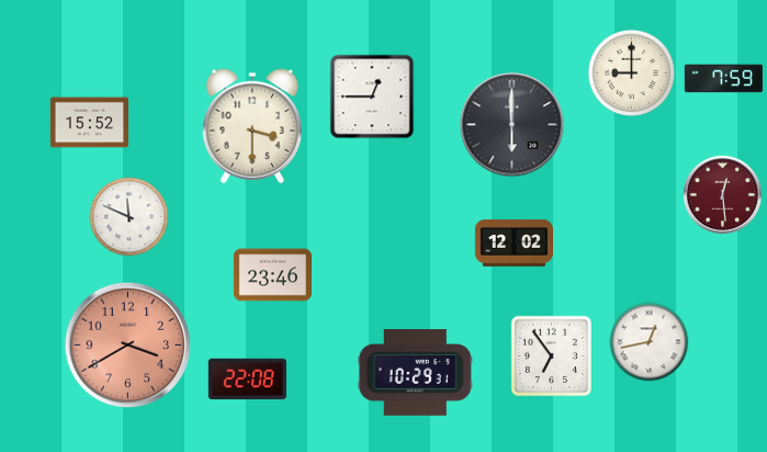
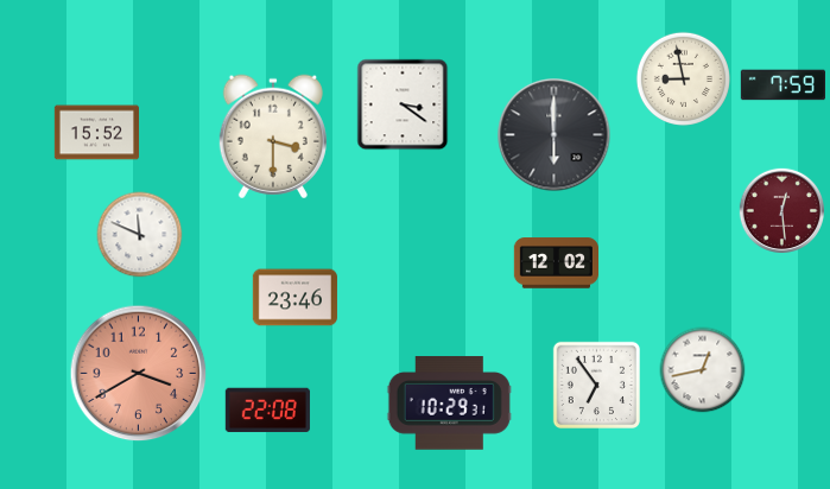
clock at (631, 72): 9:00 -> 8:58
clock at (372, 97): 12:45 -> 3:21
